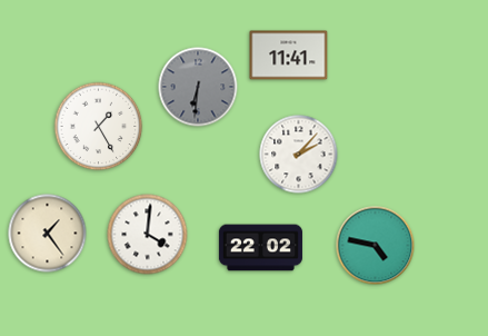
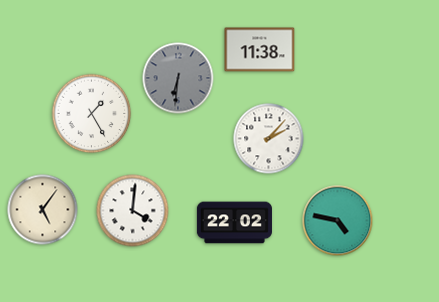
clock at (289, 56): 11:41 -> 11:38
clock at (99, 127) position: (99, 127) -> (92, 114)
clock at (48, 234): 1:24 -> 5:06
